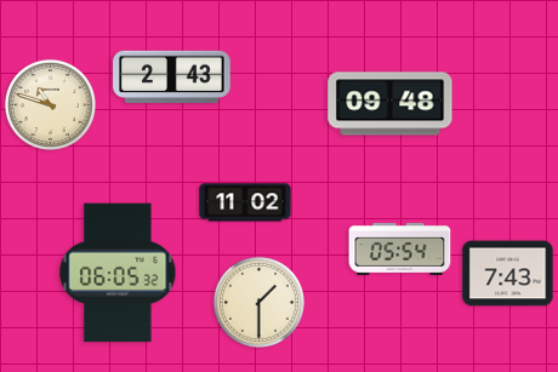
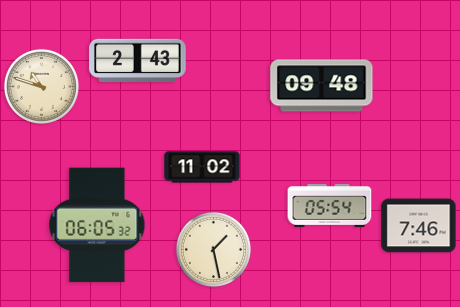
clock at (172, 78) position: (172, 78) -> (138, 61)
clock at (508, 274): 7:43 -> 7:46
clock at (258, 302): 1:30 -> 1:28
